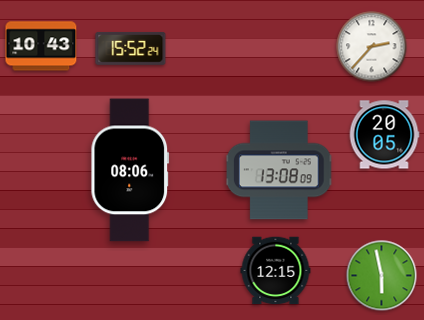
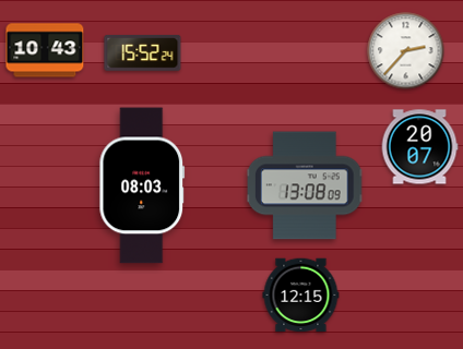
clock at (384, 135): 20:05 -> 20:07
clock at (130, 170): 08:06 -> 08:03
clock at (382, 276): 5:58 -> none
